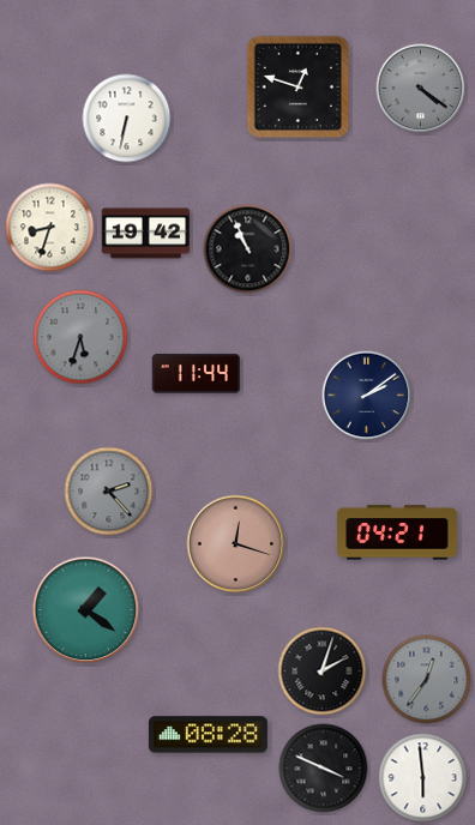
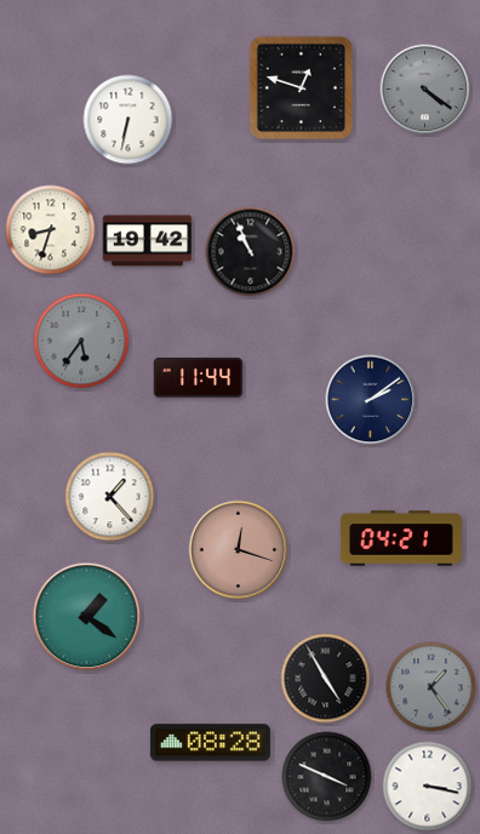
clock at (146, 234) position: (146, 234) -> (148, 241)
clock at (80, 337): 5:33 -> 5:36
clock at (109, 492): 2:23 -> 1:23
clock at (109, 492) dial: grey -> white
clock at (323, 672): 2:03 -> 4:55
clock at (427, 680): 12:36 -> 1:24
clock at (423, 778): 5:59 -> 3:17
